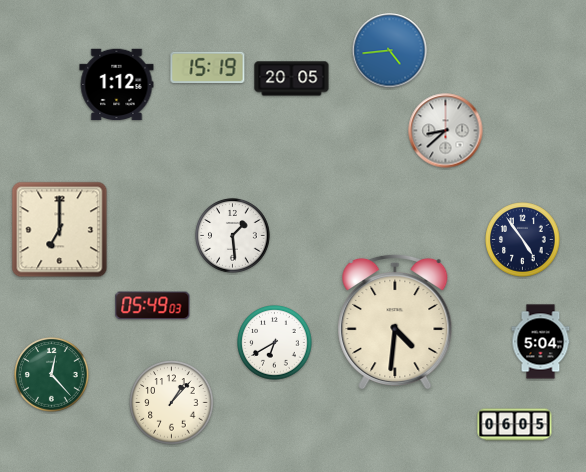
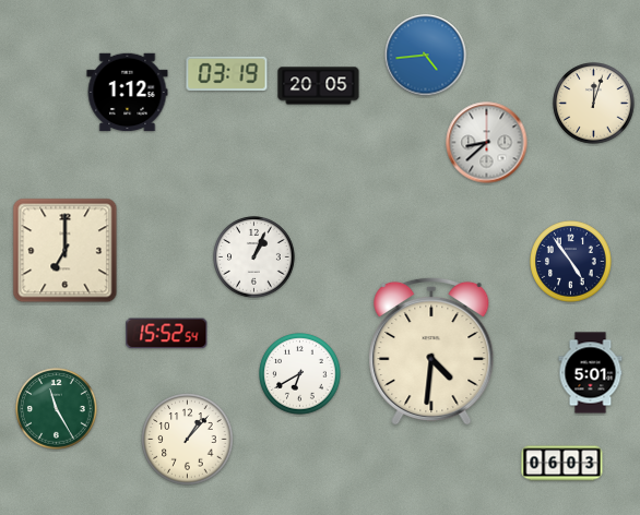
clock at (208, 68): 15:19 -> 03:19
clock at (594, 104): none -> 12:03
clock at (233, 236): 1:29 -> 1:04
clock at (153, 306): 05:49 -> 15:52
clock at (541, 342): 5:04 -> 5:01
clock at (52, 375): 12:23 -> 11:25
clock at (515, 425): 06:05 -> 06:03
